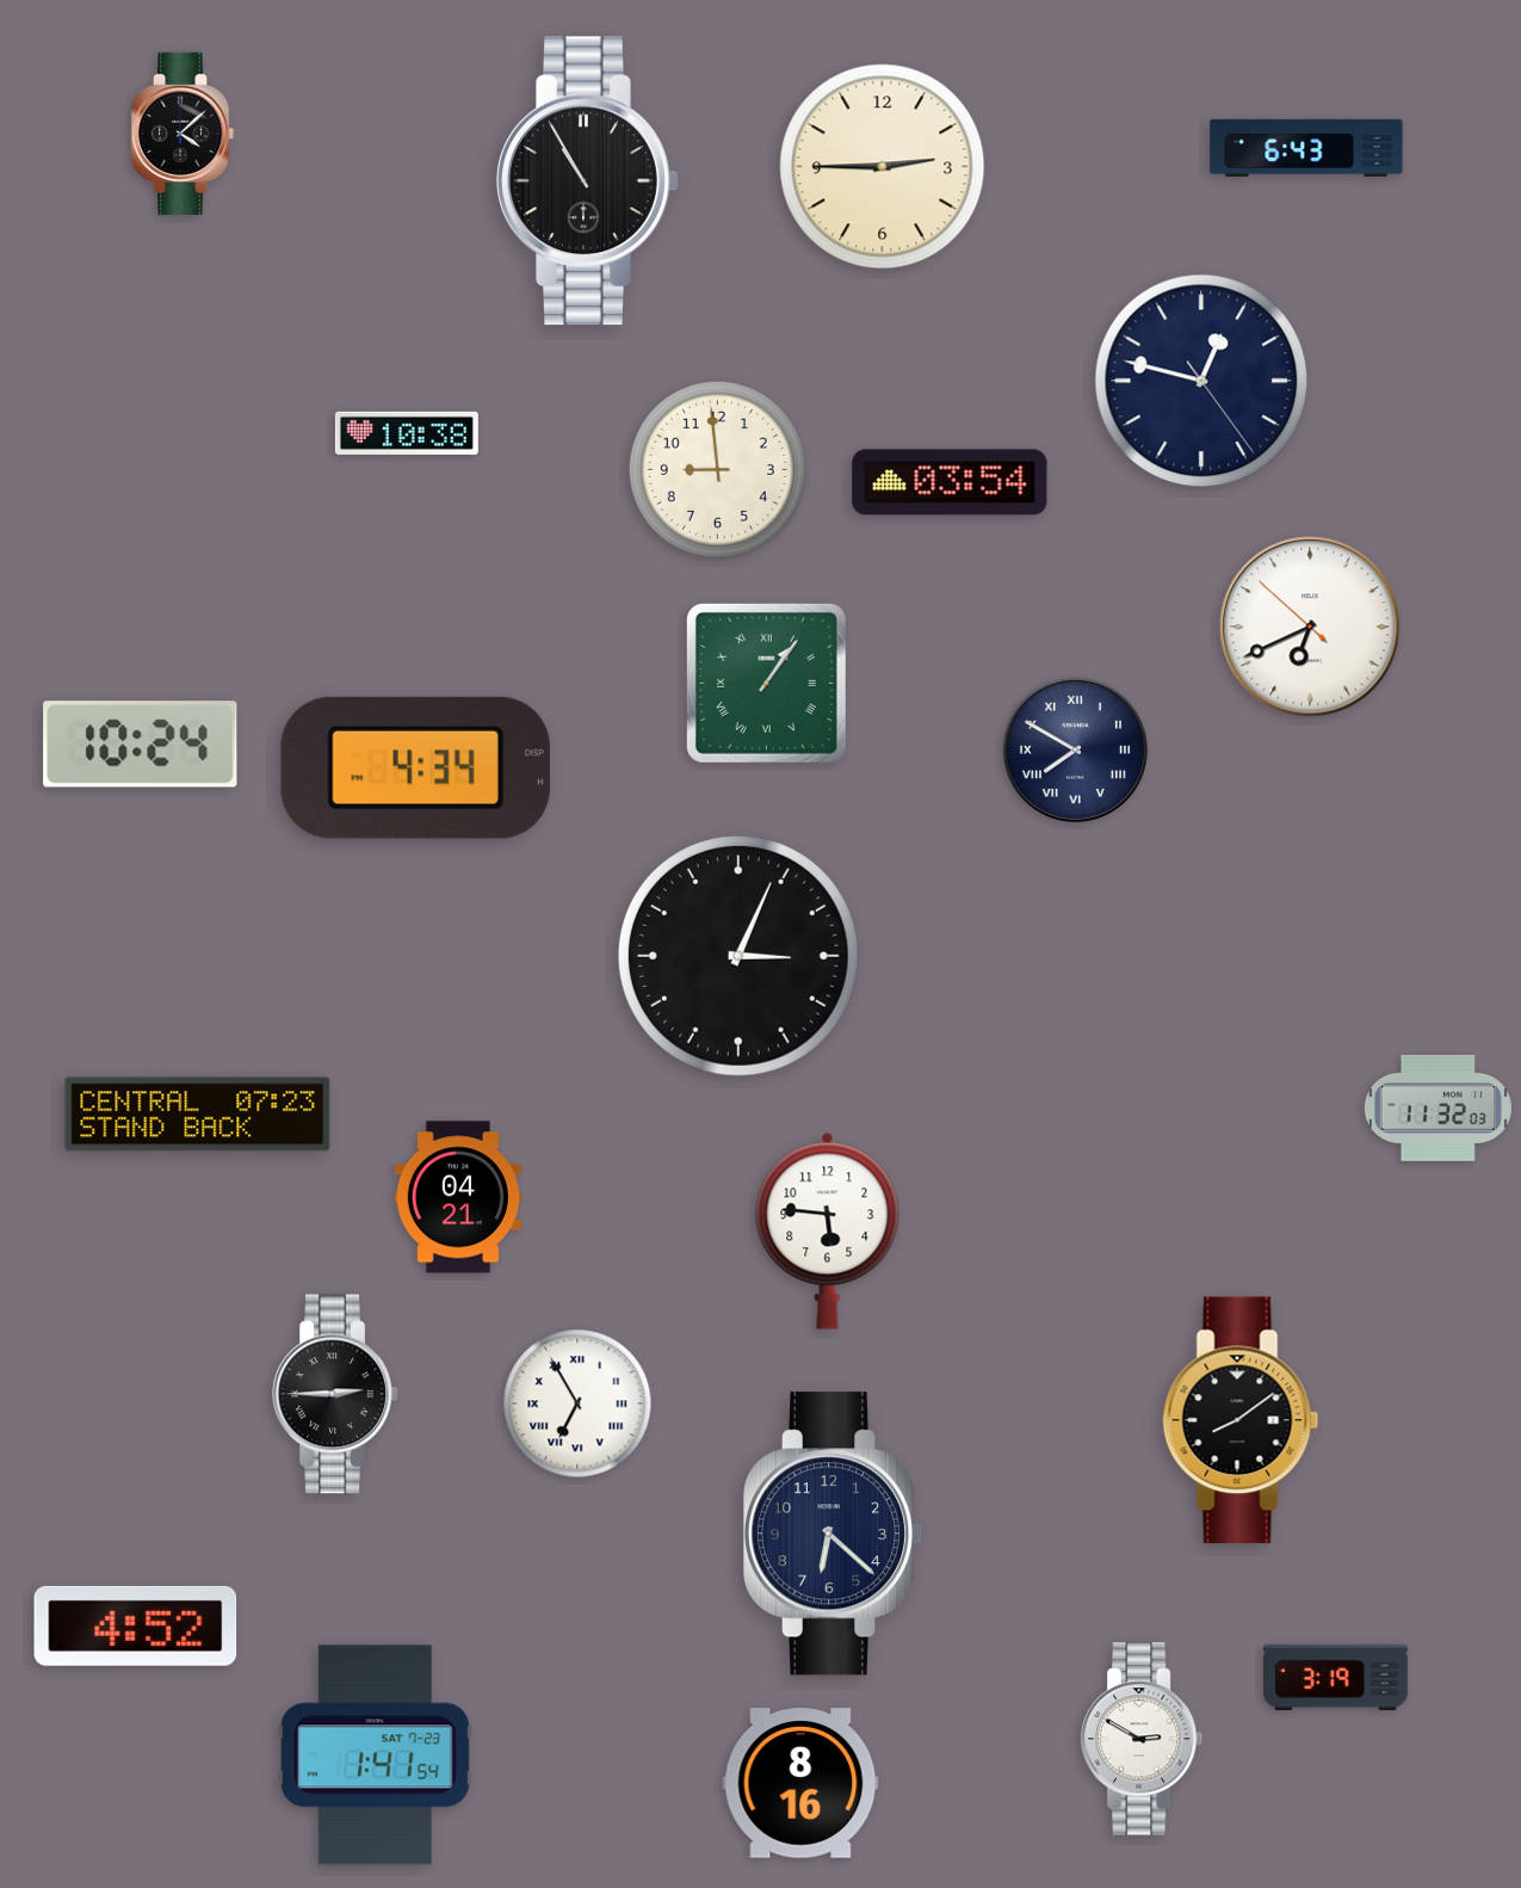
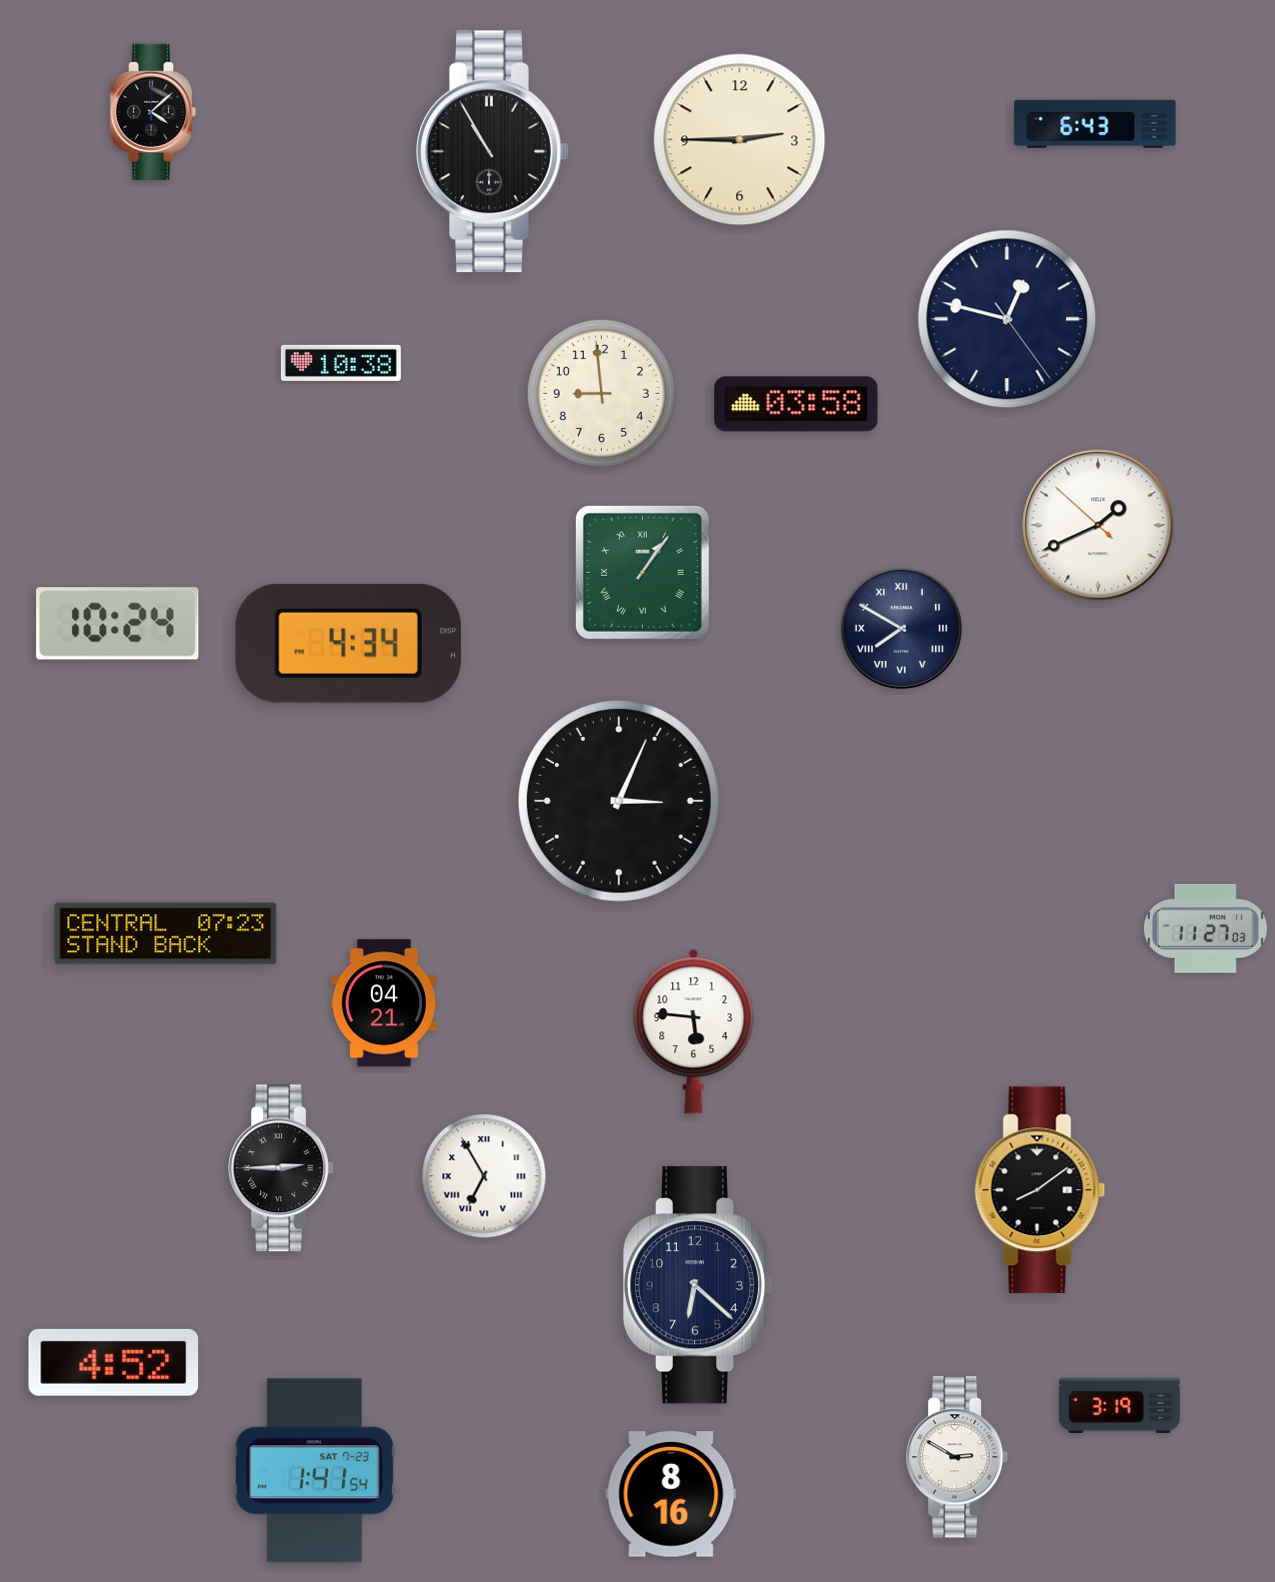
clock at (950, 482): 03:54 -> 03:58
clock at (1310, 627): 6:40 -> 1:40
clock at (1437, 1107): 11:32 -> 11:27
